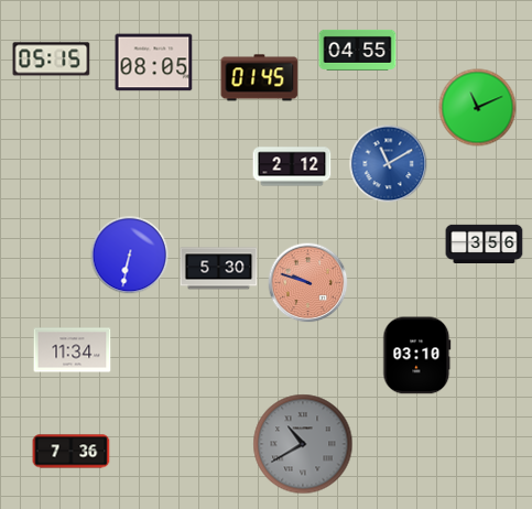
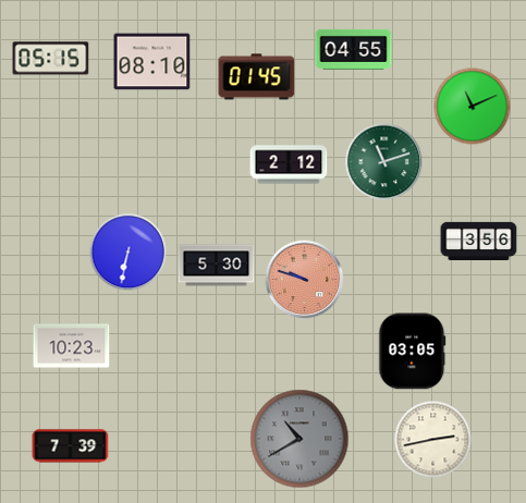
clock at (154, 63): 08:05 -> 08:10
clock at (389, 164): 11:10 -> 11:12
clock at (389, 164) dial: blue -> green
clock at (73, 350): 11:34 -> 10:23
clock at (417, 356): 03:10 -> 03:05
clock at (433, 440): none -> 2:43
clock at (72, 452): 7:36 -> 7:39
